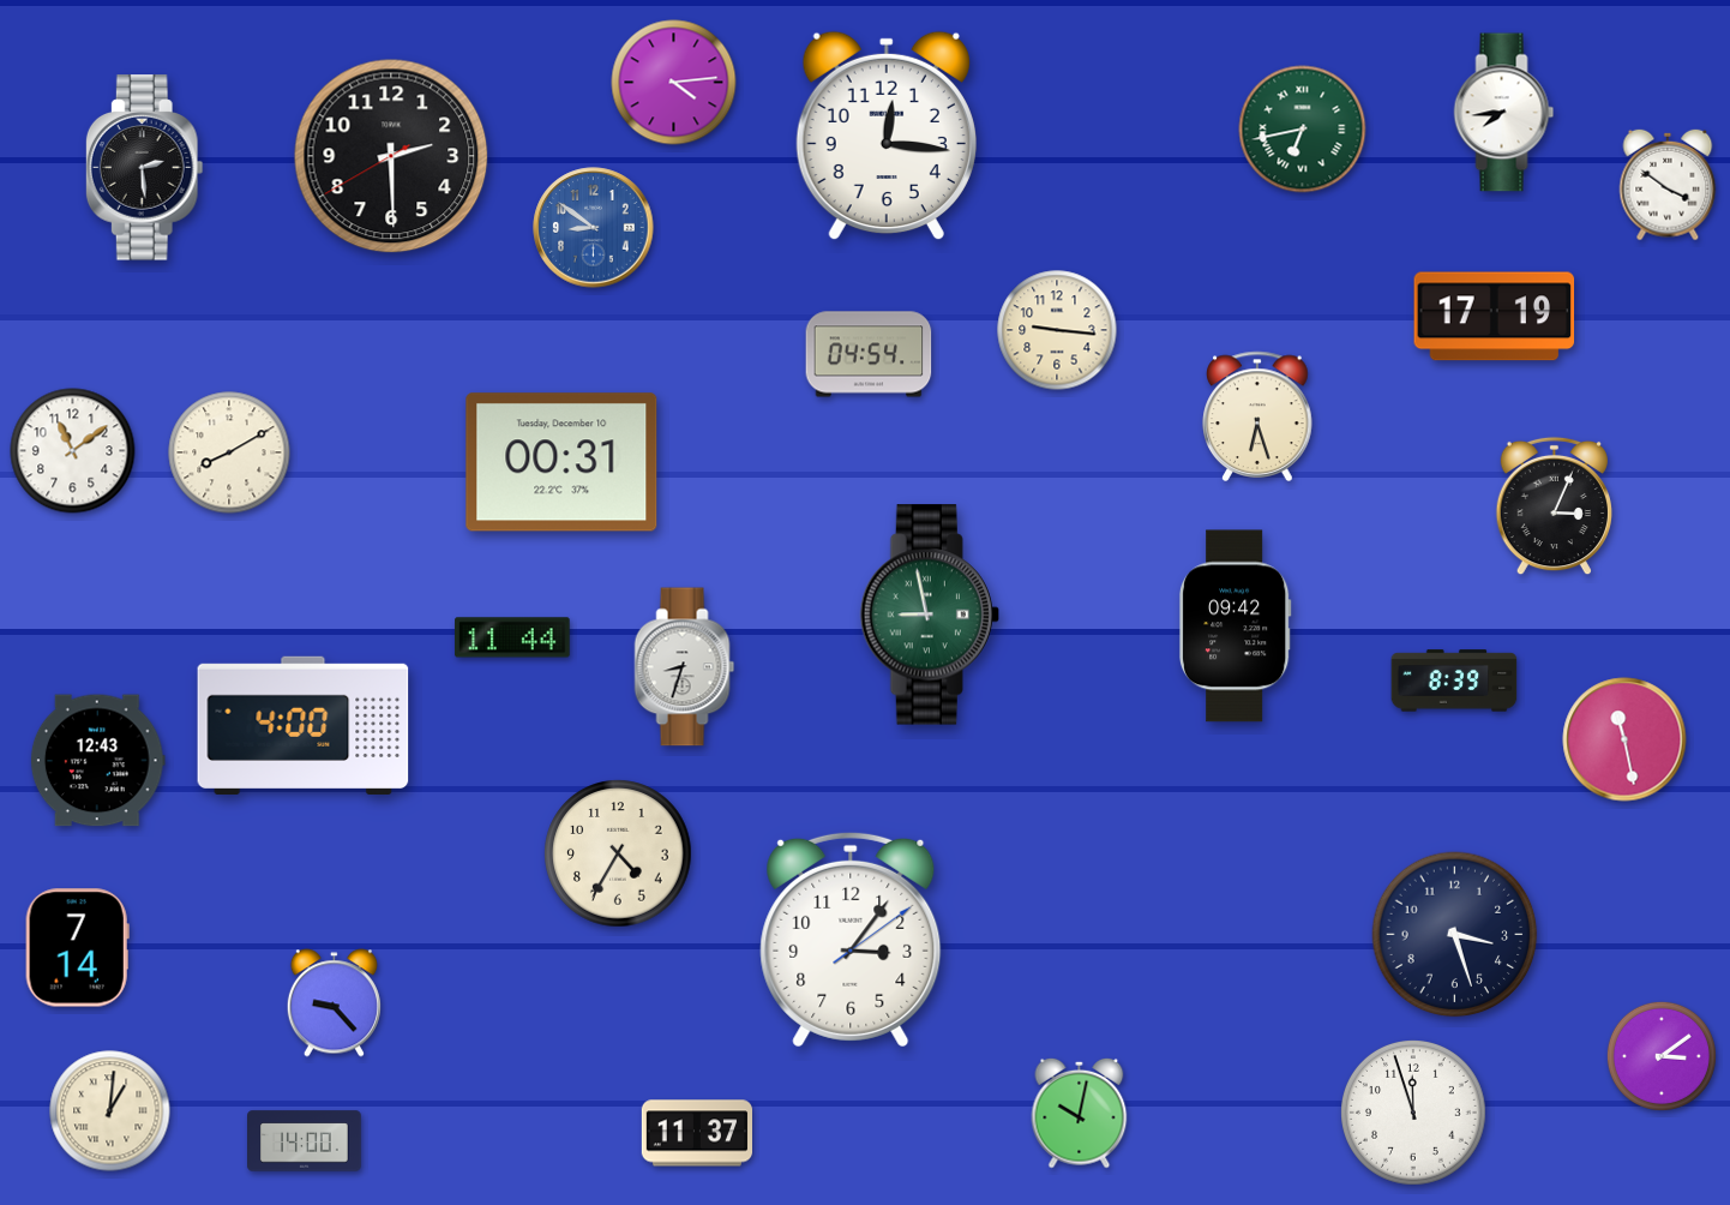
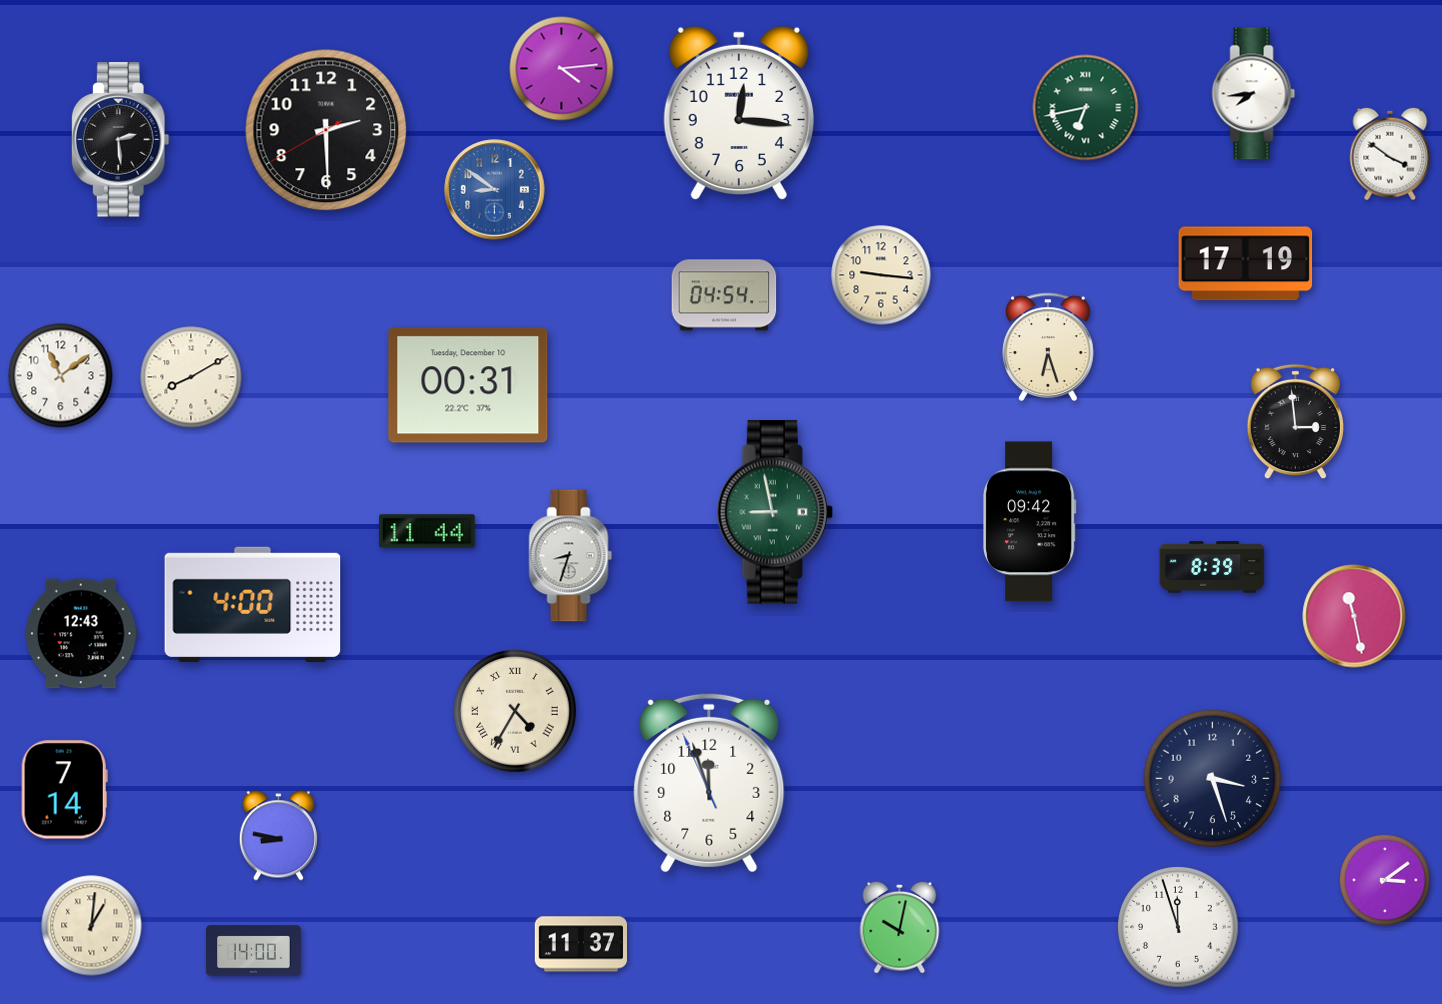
clock at (1554, 506): 3:04 -> 2:59
clock at (618, 853) numerals: Arabic -> Roman
clock at (851, 940): 3:06 -> 11:56
clock at (334, 1003): 9:23 -> 8:47
